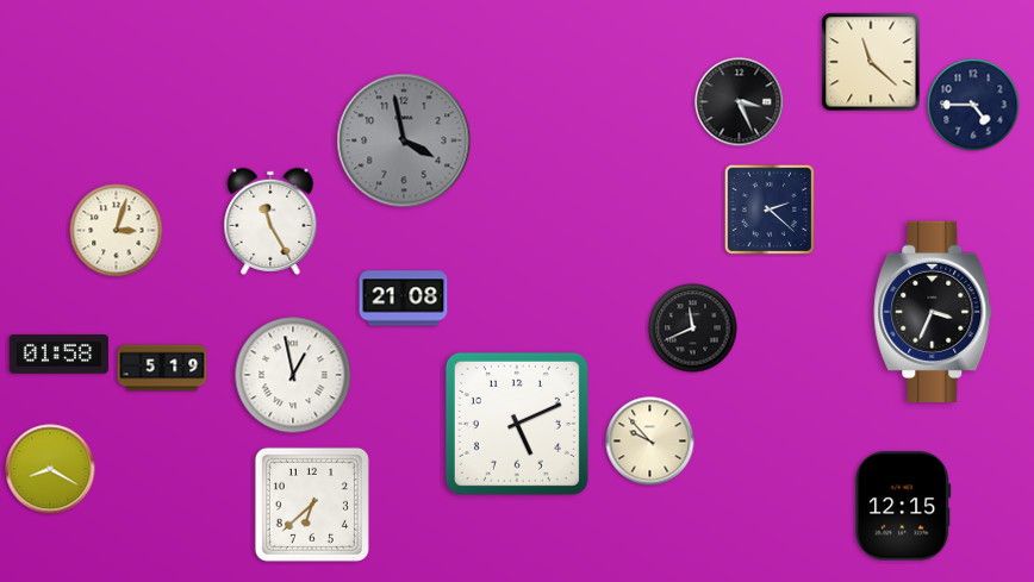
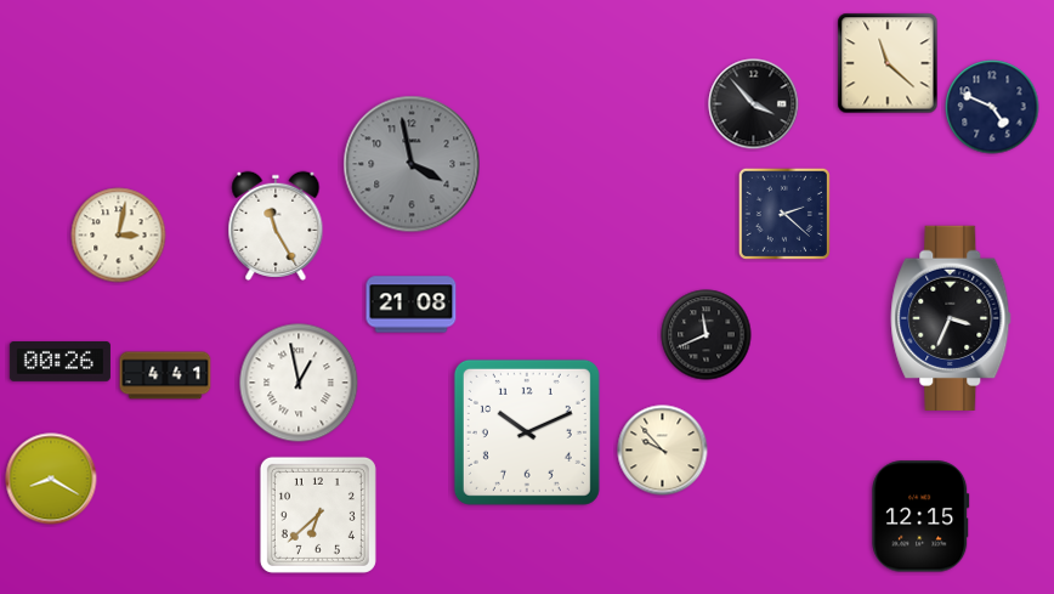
clock at (740, 102): 3:26 -> 3:53
clock at (973, 105): 4:45 -> 4:49
clock at (404, 140) position: (404, 140) -> (412, 164)
clock at (117, 231): 3:03 -> 3:02
clock at (58, 355): 01:58 -> 00:26
clock at (162, 368): 5:19 -> 4:41
clock at (517, 424): 5:11 -> 10:11
